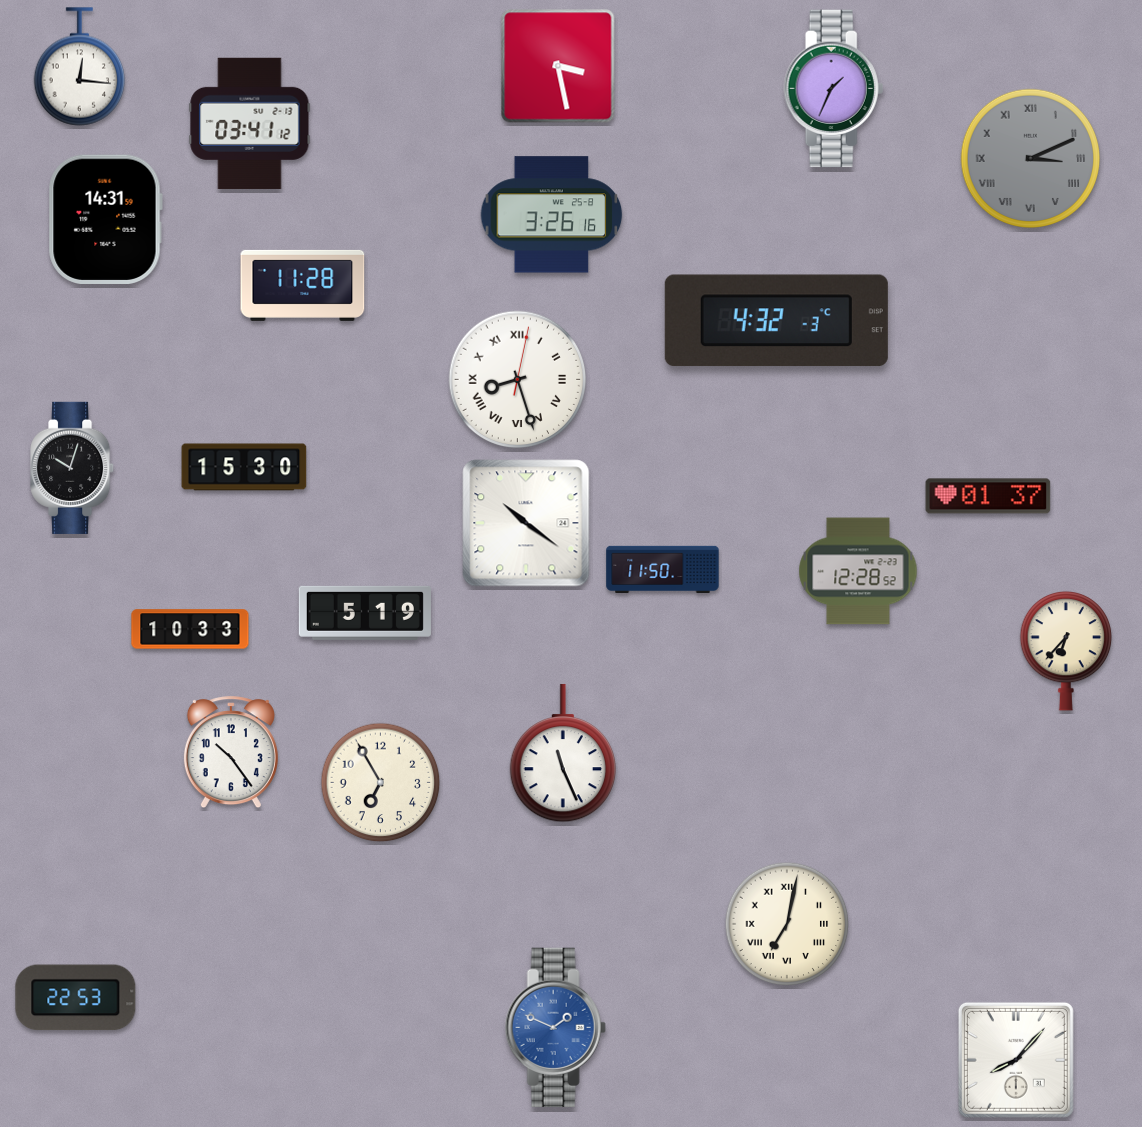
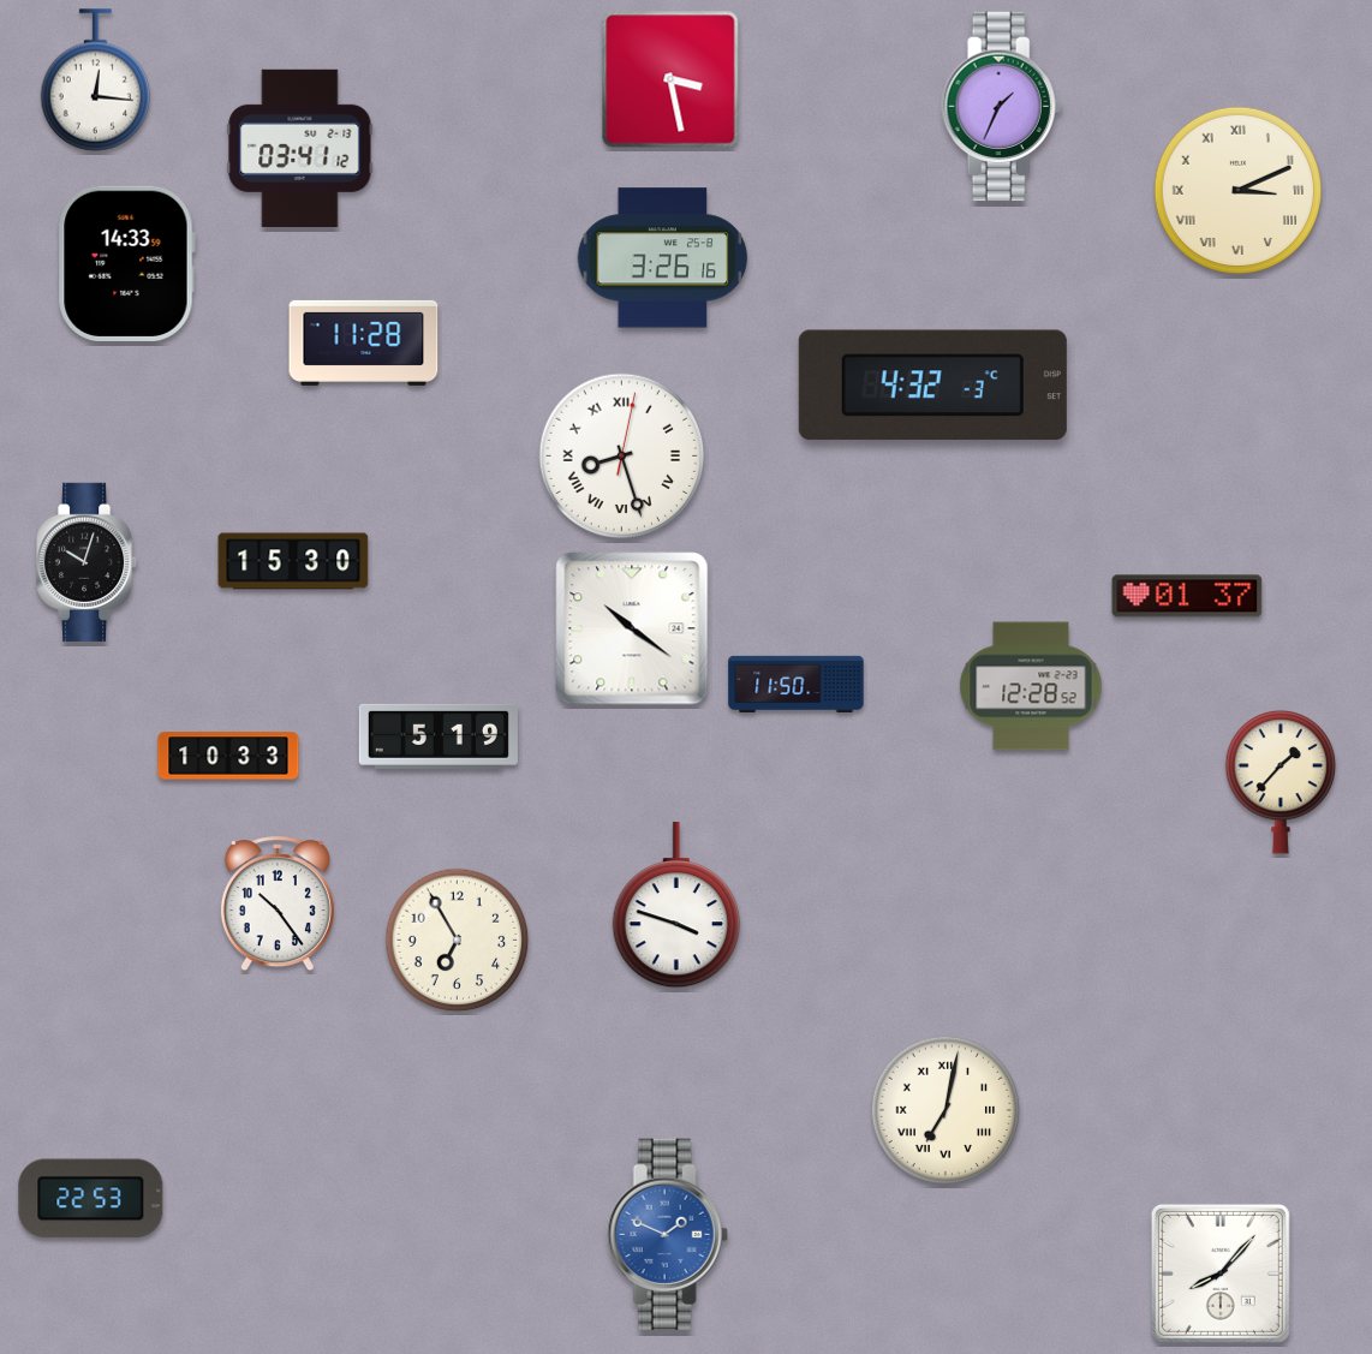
clock at (1031, 159) dial: grey -> cream
clock at (105, 219): 14:31 -> 14:33
clock at (1066, 651): 6:37 -> 1:37
clock at (562, 753): 11:26 -> 3:48
